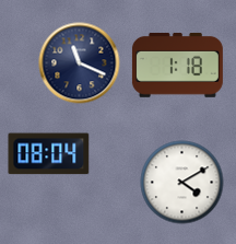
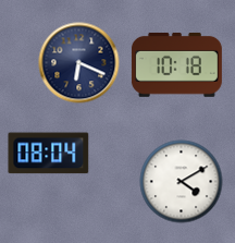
clock at (80, 63): 11:19 -> 6:19
clock at (177, 65): 1:18 -> 10:18
